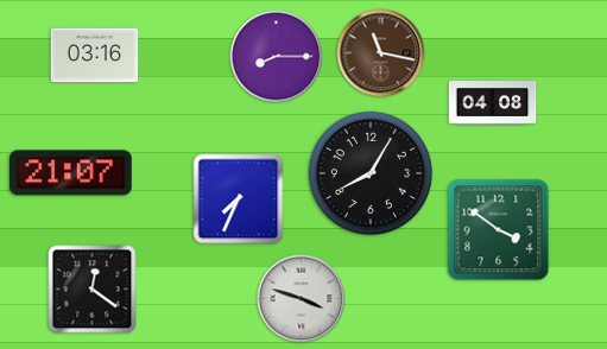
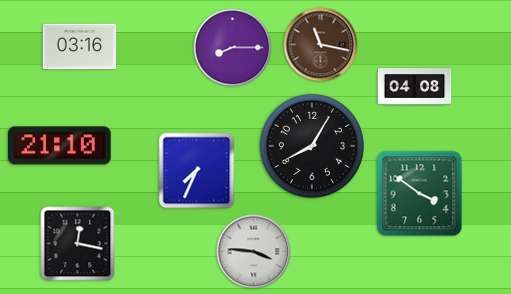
clock at (71, 173): 21:07 -> 21:10
clock at (239, 199) position: (239, 199) -> (197, 171)
clock at (93, 290): 12:21 -> 12:17
clock at (302, 299): 3:48 -> 3:46
